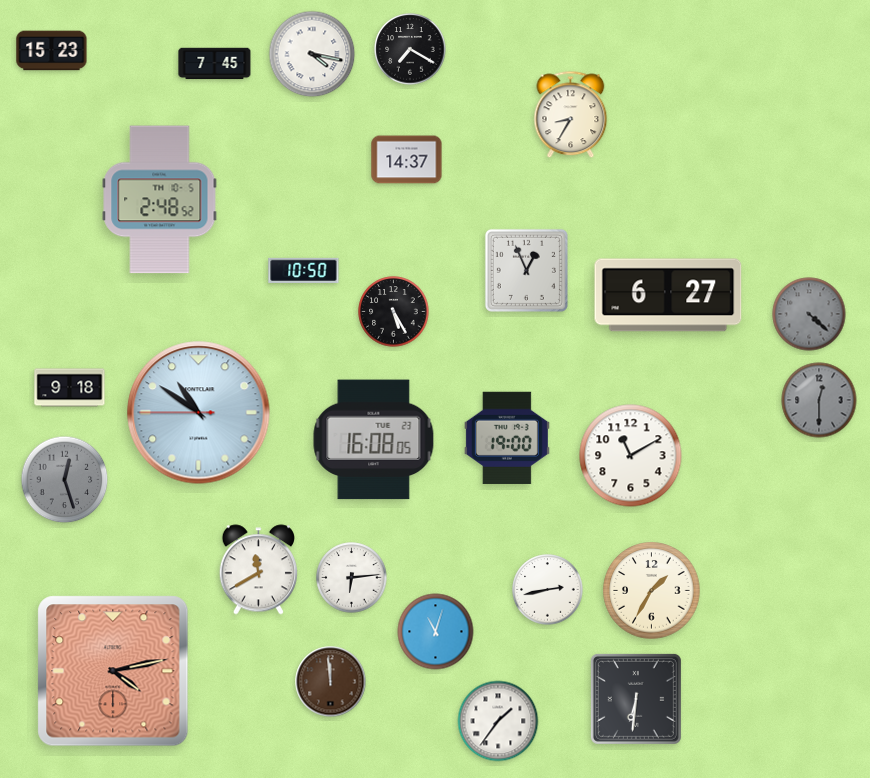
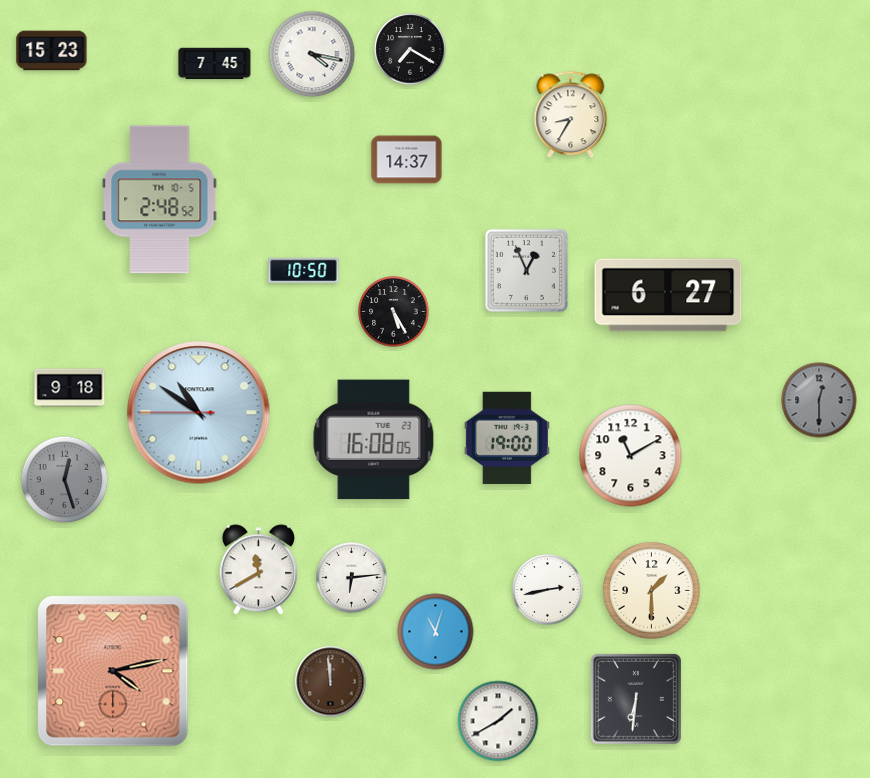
clock at (809, 314): 4:22 -> none
clock at (652, 591): 1:35 -> 1:30
clock at (498, 721): 1:36 -> 1:40
